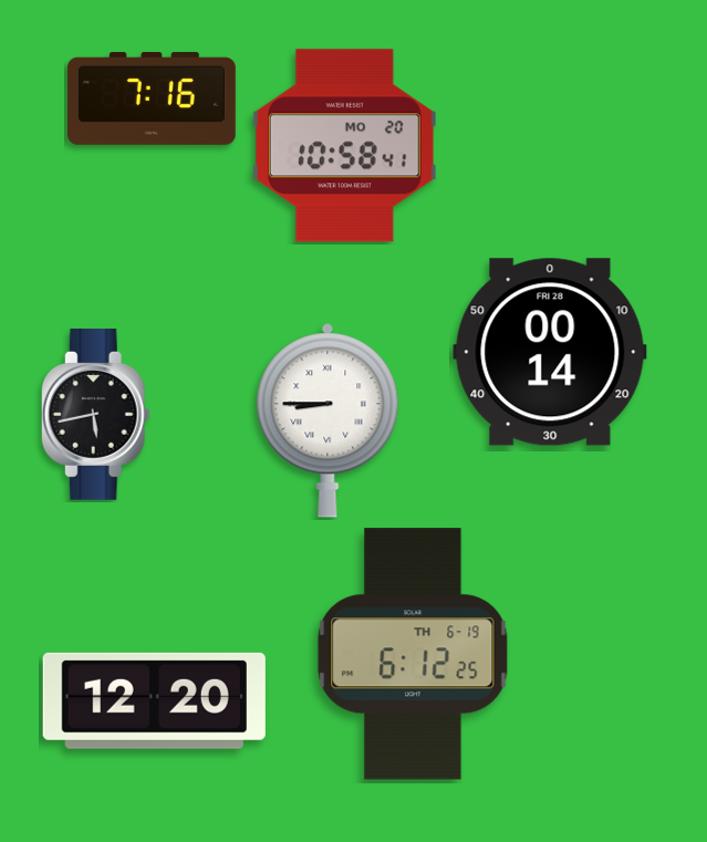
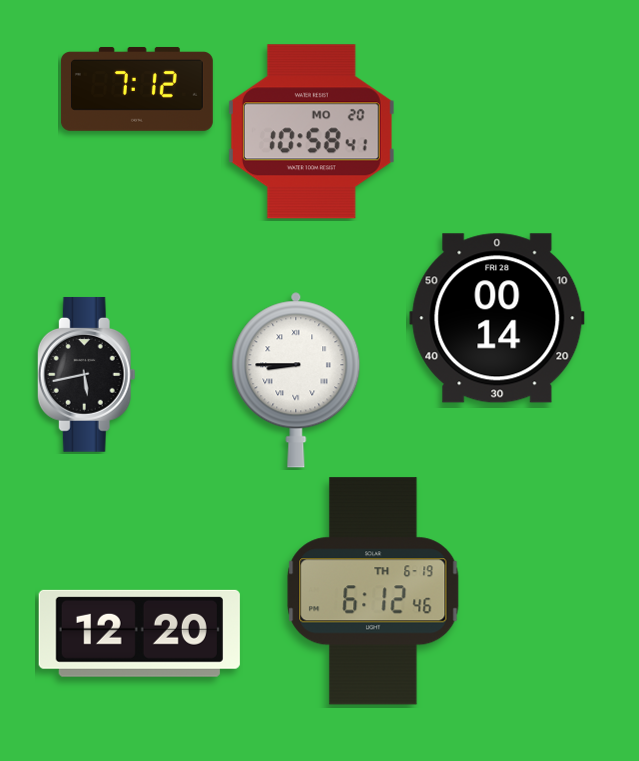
clock at (152, 98): 7:16 -> 7:12
clock at (413, 654): 6:12:25 -> 6:12:46
